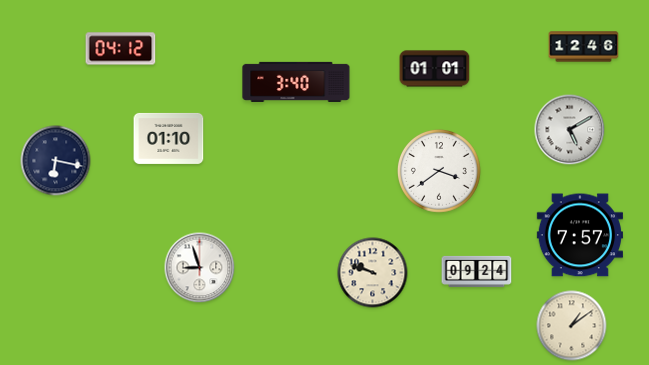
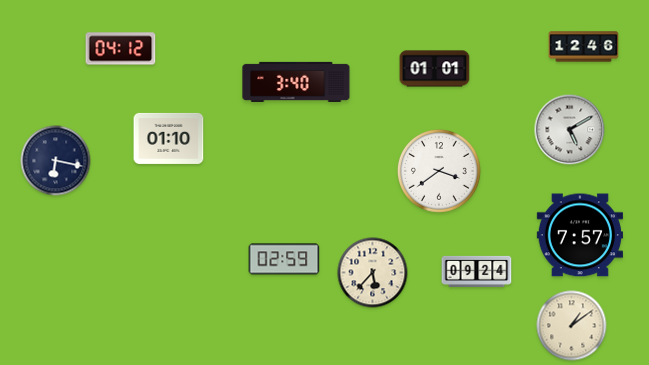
clock at (284, 259): none -> 02:59
clock at (200, 268): 8:57 -> none
clock at (373, 273): 9:48 -> 5:37
